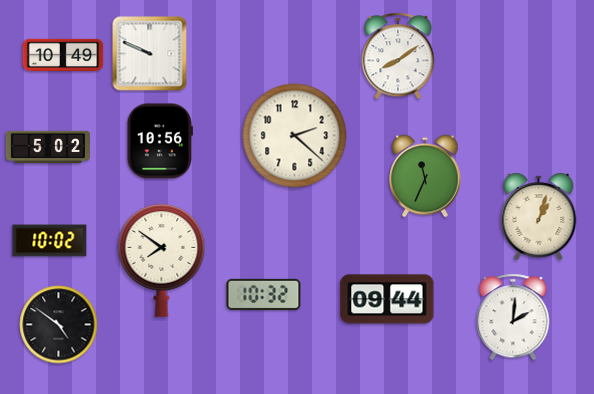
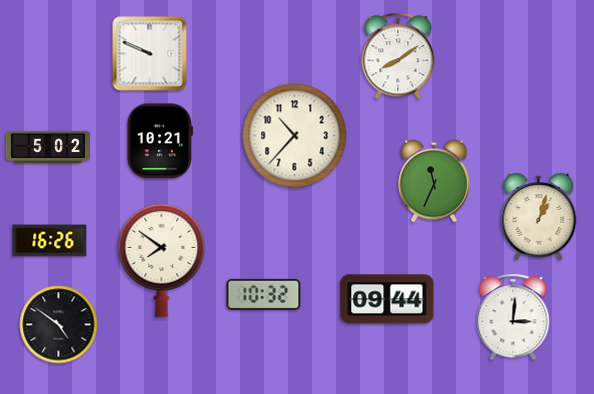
clock at (63, 55): 10:49 -> none
clock at (295, 136): 2:22 -> 10:37
clock at (160, 141): 10:56 -> 10:21
clock at (426, 176) position: (426, 176) -> (435, 181)
clock at (50, 241): 10:02 -> 16:26
clock at (513, 317): 2:01 -> 3:01
